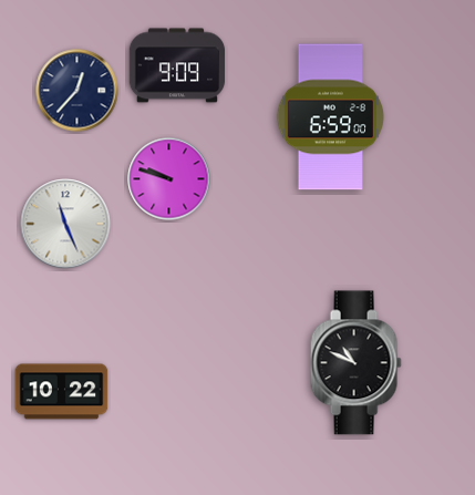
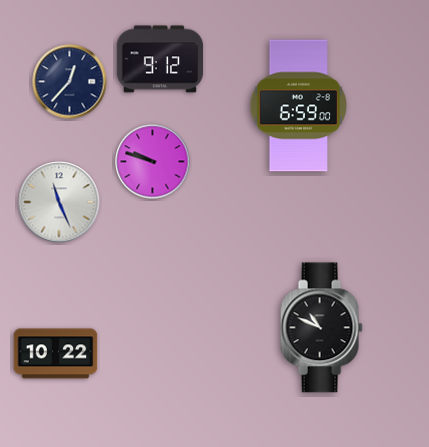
clock at (177, 65): 9:09 -> 9:12
